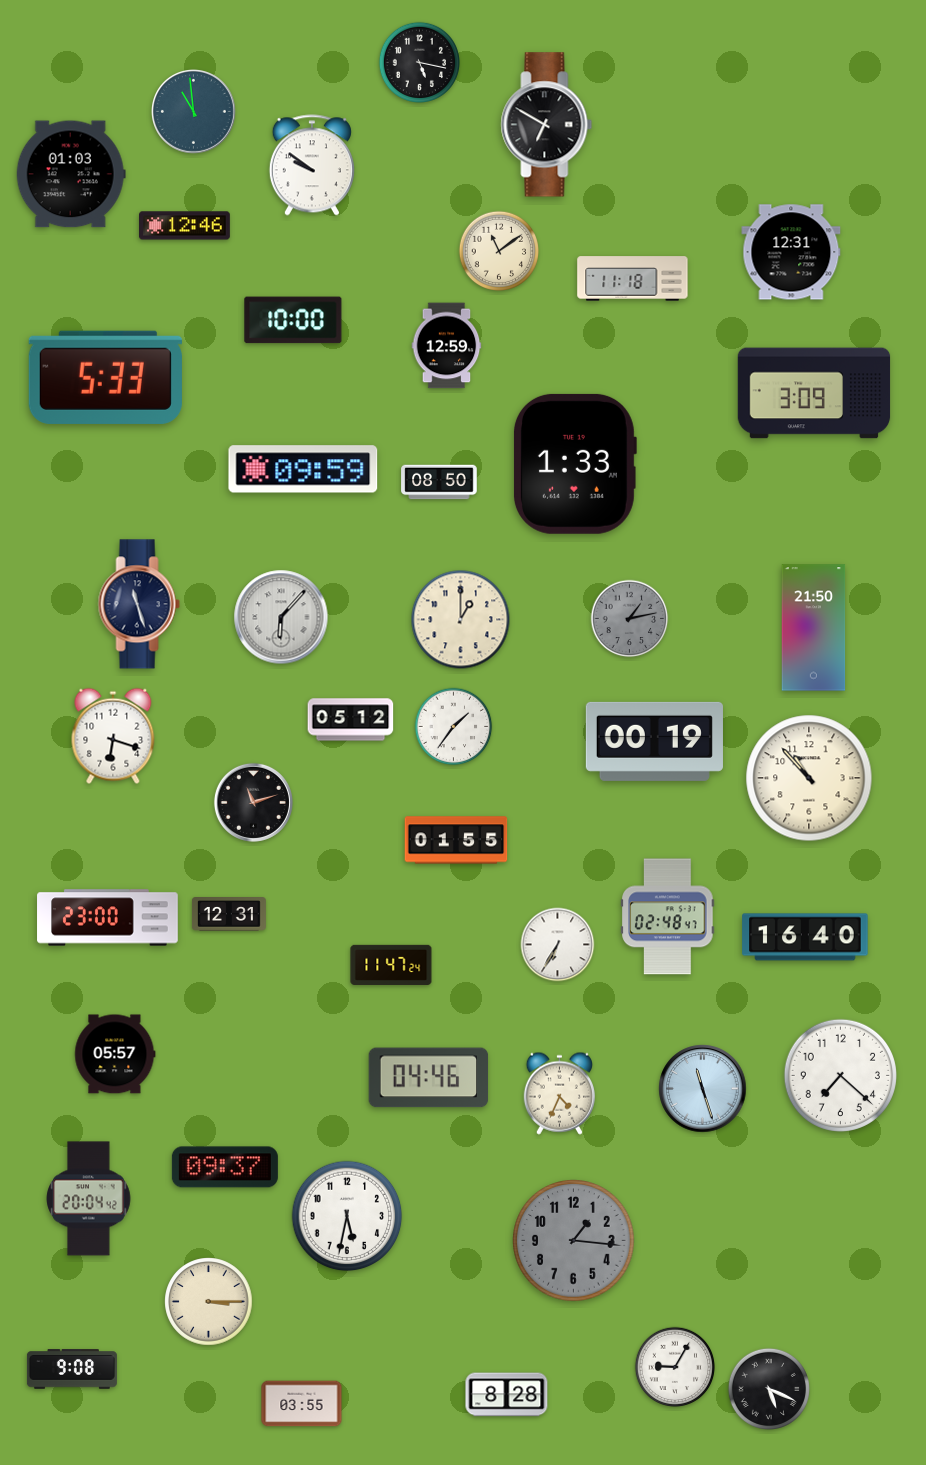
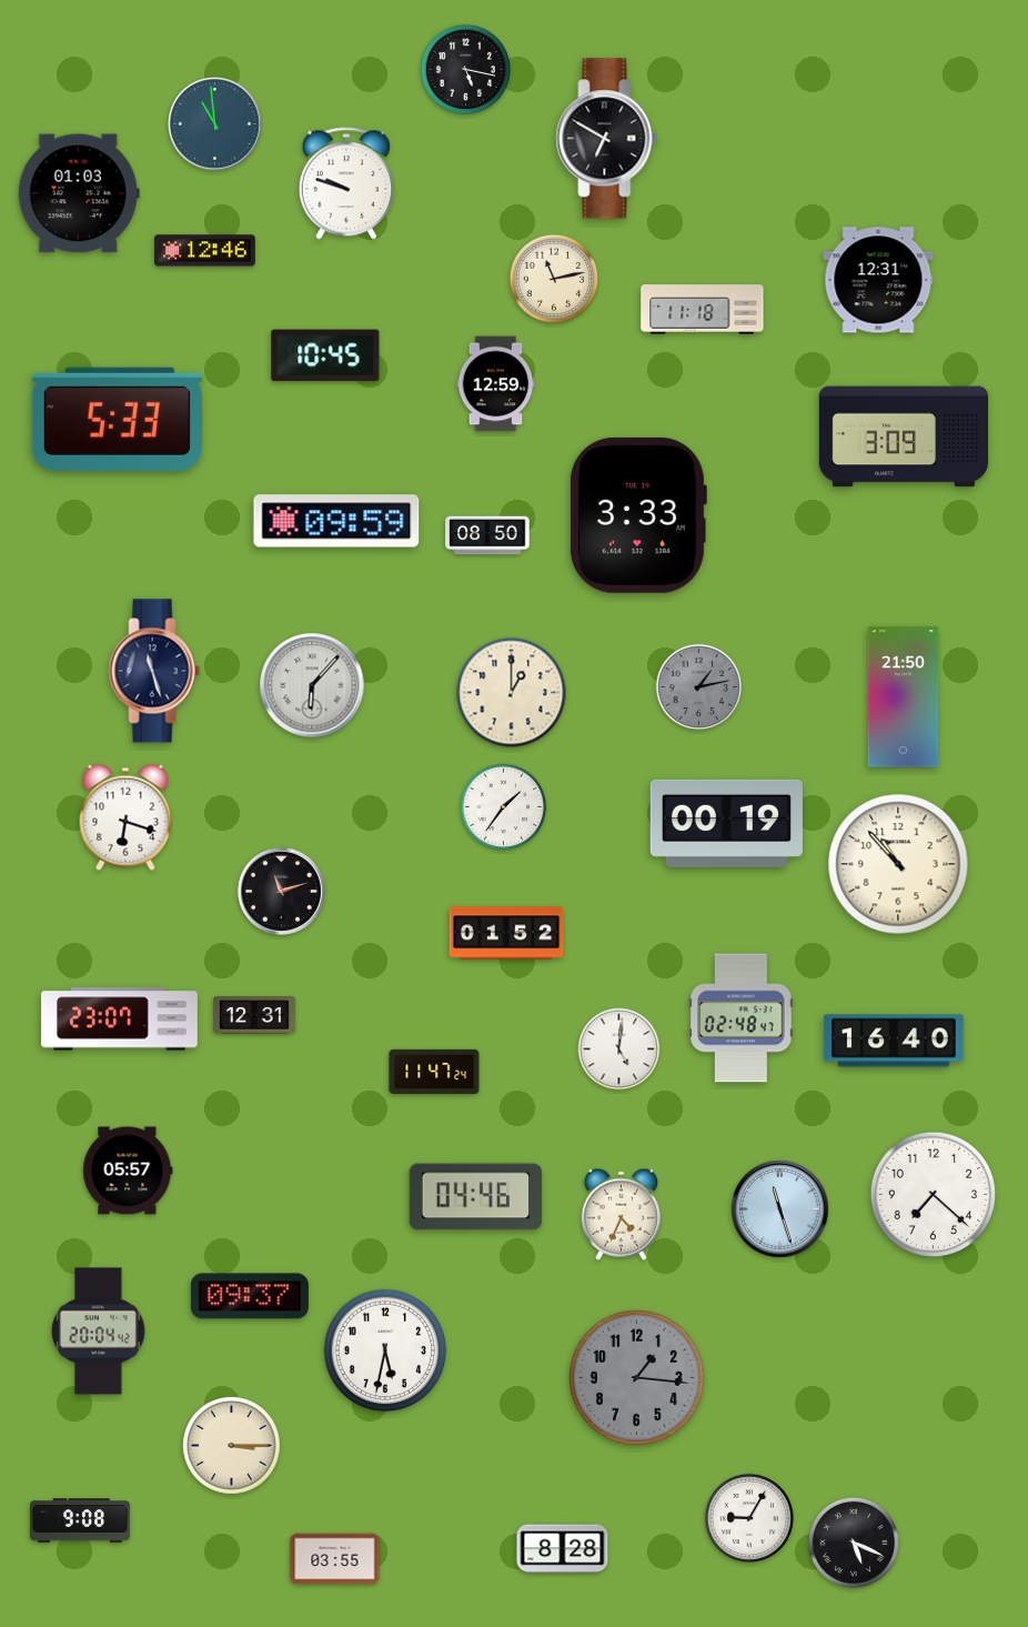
clock at (312, 165): 9:51 -> 9:48
clock at (499, 251): 11:09 -> 11:13
clock at (293, 320): 10:00 -> 10:45
clock at (574, 464): 1:33 -> 3:33
clock at (461, 620) position: (461, 620) -> (512, 693)
clock at (351, 720): 05:12 -> none
clock at (456, 840): 01:55 -> 01:52
clock at (108, 918): 23:00 -> 23:07
clock at (558, 945): 6:35 -> 5:01
